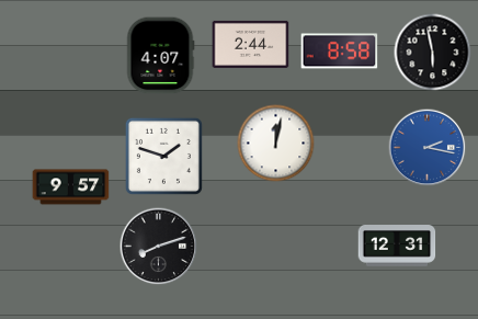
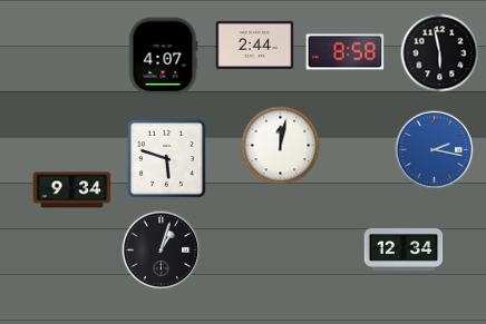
clock at (163, 156): 1:48 -> 5:48
clock at (71, 187): 9:57 -> 9:34
clock at (397, 246): 12:31 -> 12:34
clock at (159, 247): 8:12 -> 1:03
